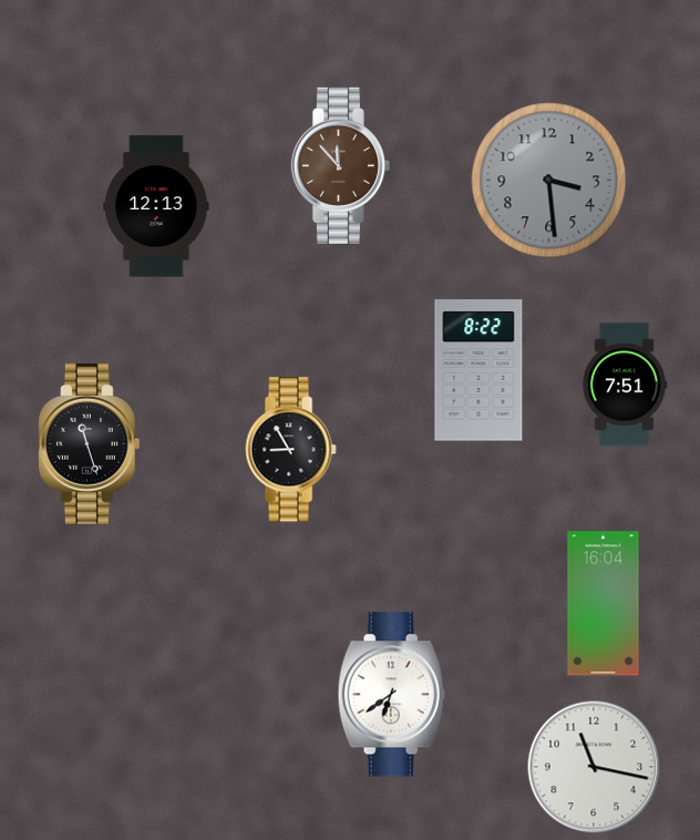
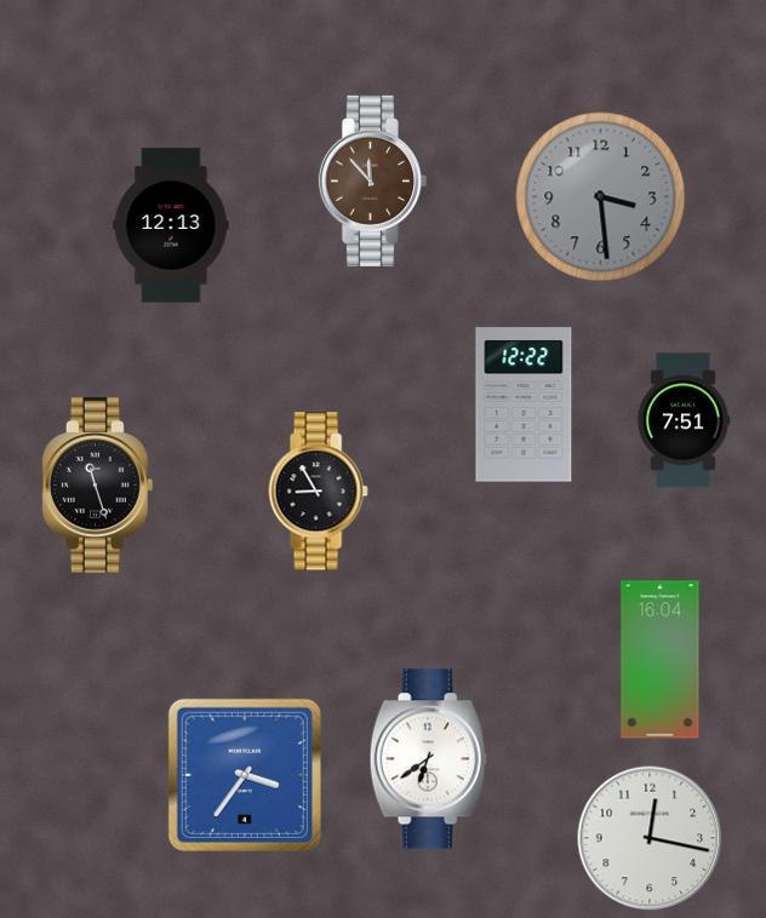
clock at (478, 370): 8:22 -> 12:22
clock at (245, 775): none -> 3:36
clock at (594, 767): 11:17 -> 12:17
